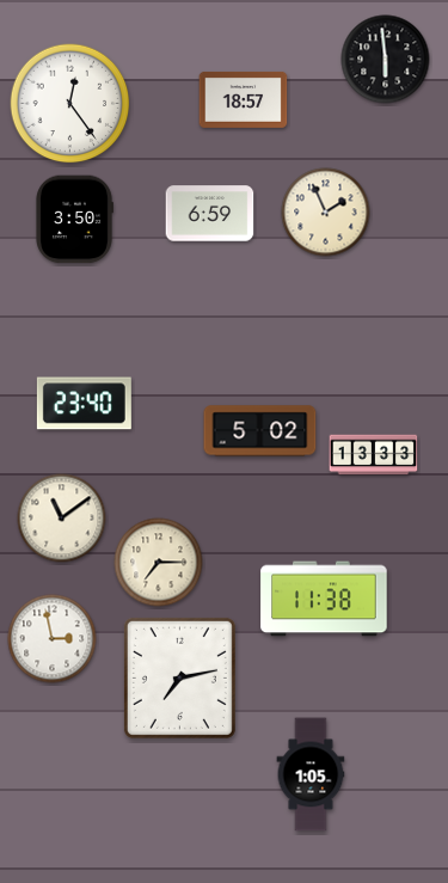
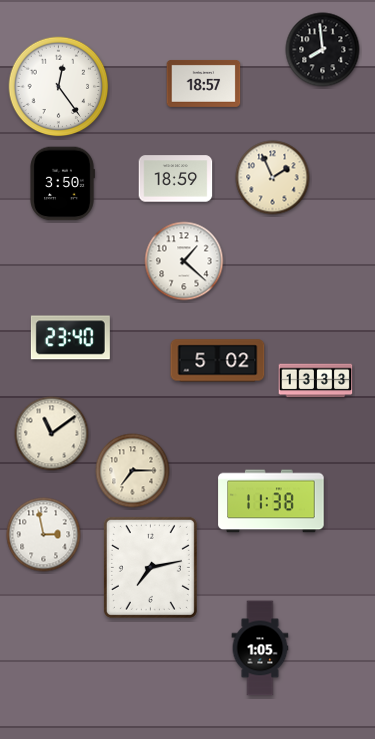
clock at (386, 60): 5:59 -> 7:59
clock at (210, 214): 6:59 -> 18:59
clock at (184, 261): none -> 1:22
clock at (374, 455) position: (374, 455) -> (316, 381)
